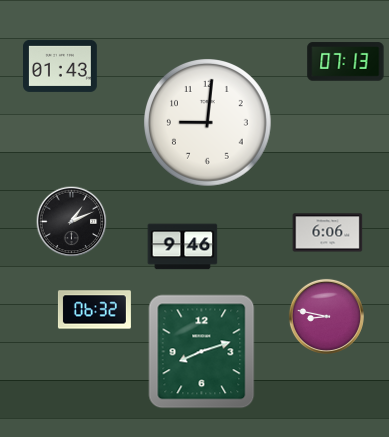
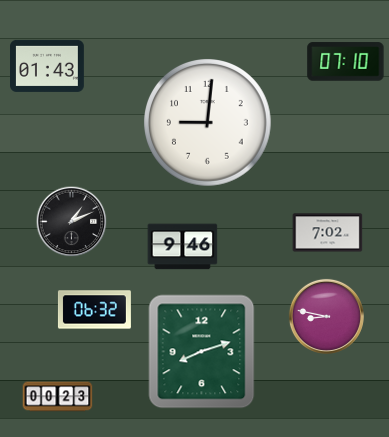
clock at (346, 62): 07:13 -> 07:10
clock at (61, 66) position: (61, 66) -> (48, 66)
clock at (328, 233): 6:06 -> 7:02
clock at (58, 397): none -> 00:23
